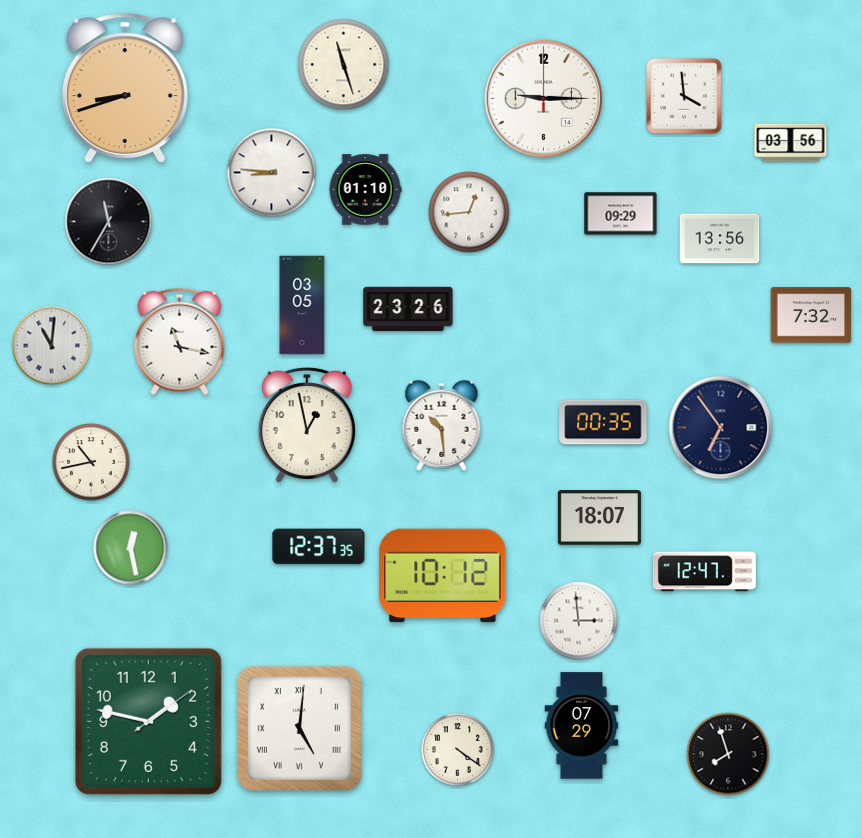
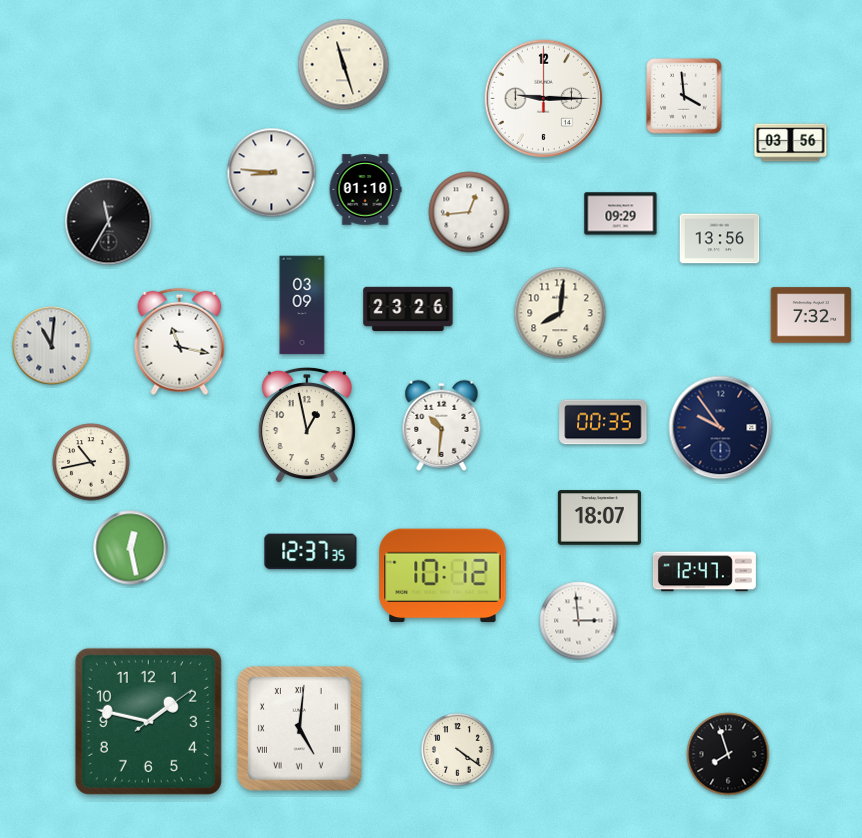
clock at (125, 88): 8:42 -> none
clock at (302, 305): 03:05 -> 03:09
clock at (560, 313): none -> 8:01
clock at (442, 425): 10:29 -> 10:31
clock at (721, 428): 6:54 -> 9:54
clock at (319, 547) position: (319, 547) -> (311, 552)
clock at (582, 726): 07:29 -> none
